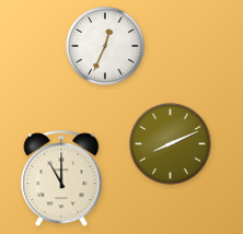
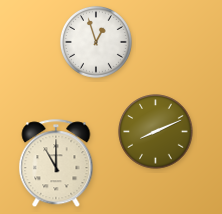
clock at (105, 46): 12:34 -> 12:57
